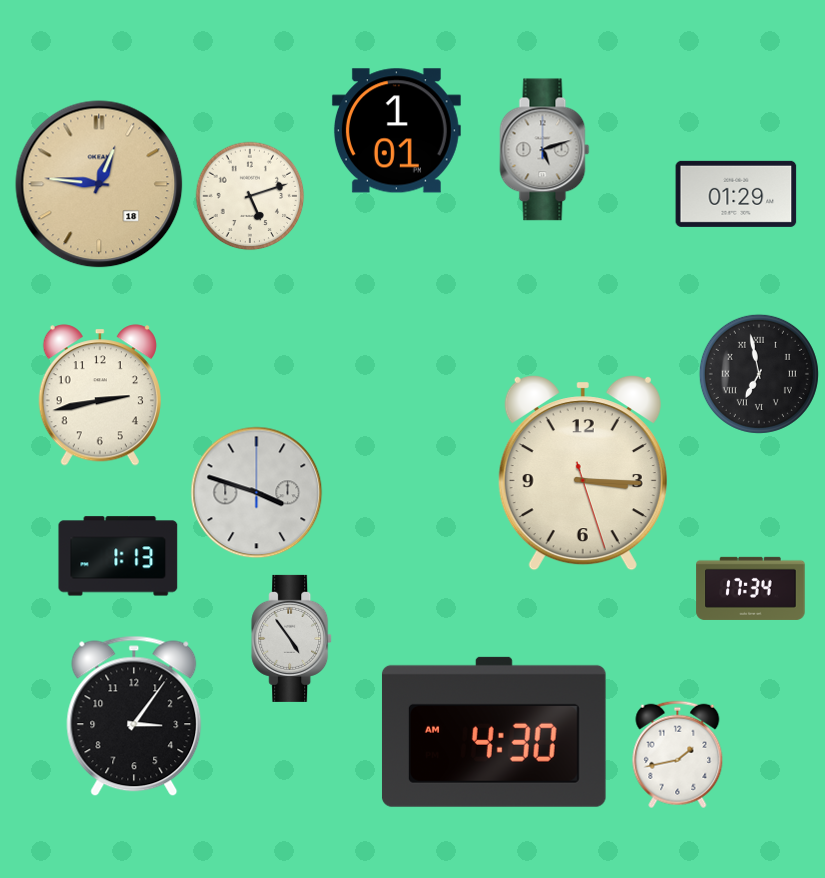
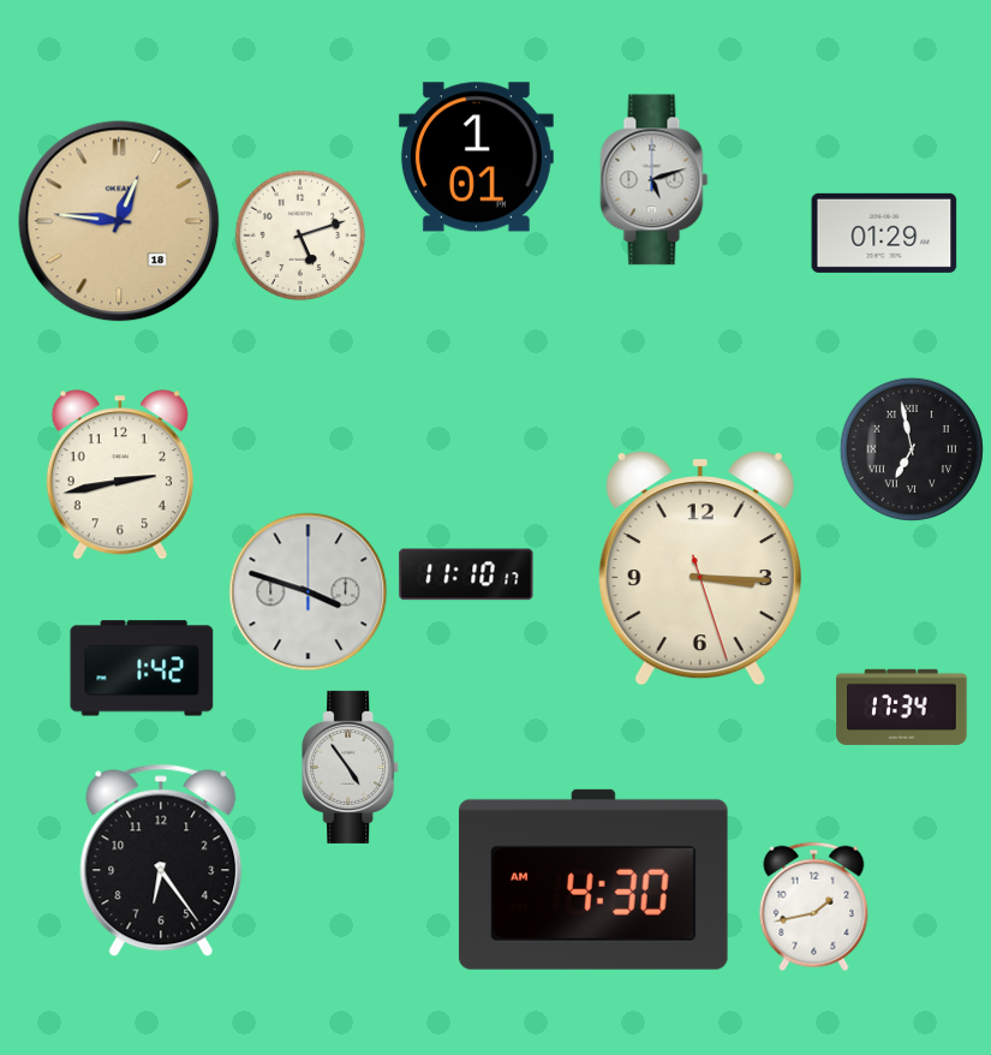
clock at (466, 574): none -> 11:10
clock at (118, 556): 1:13 -> 1:42
clock at (134, 716): 3:06 -> 6:24
